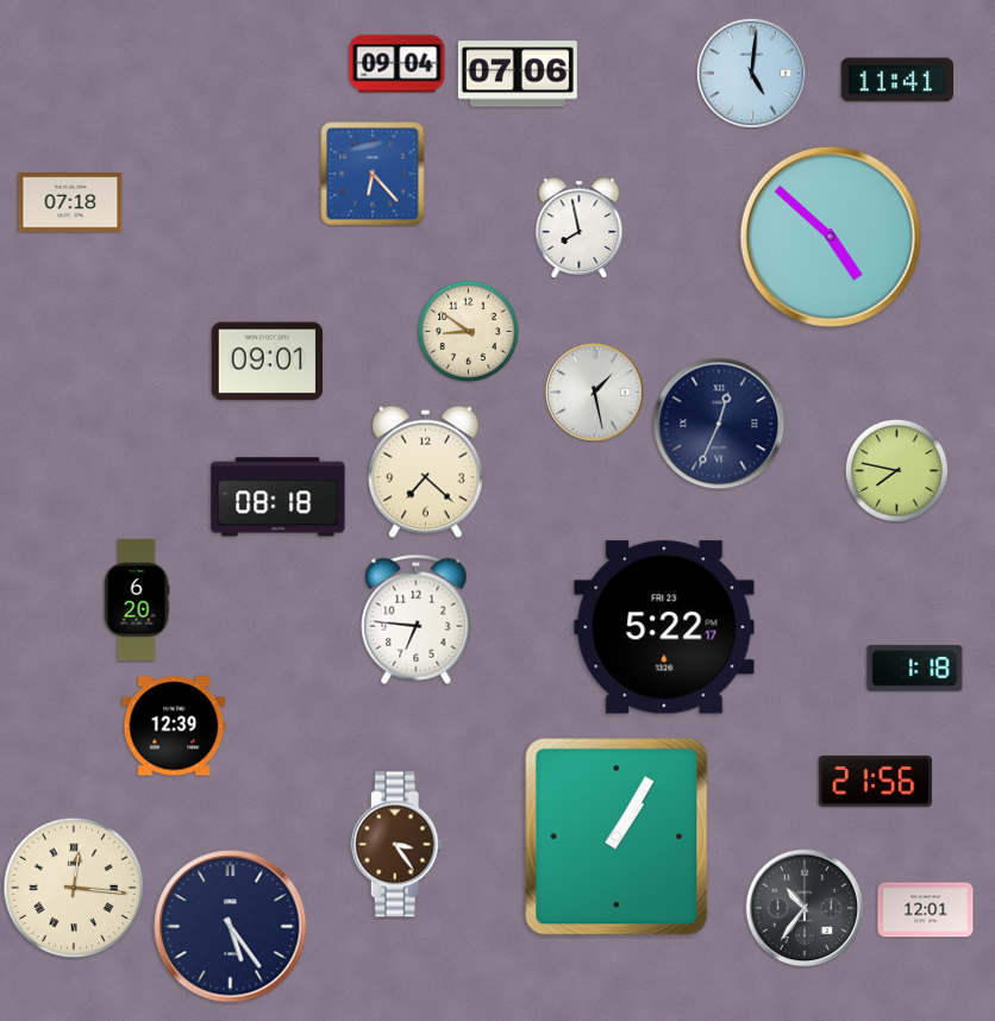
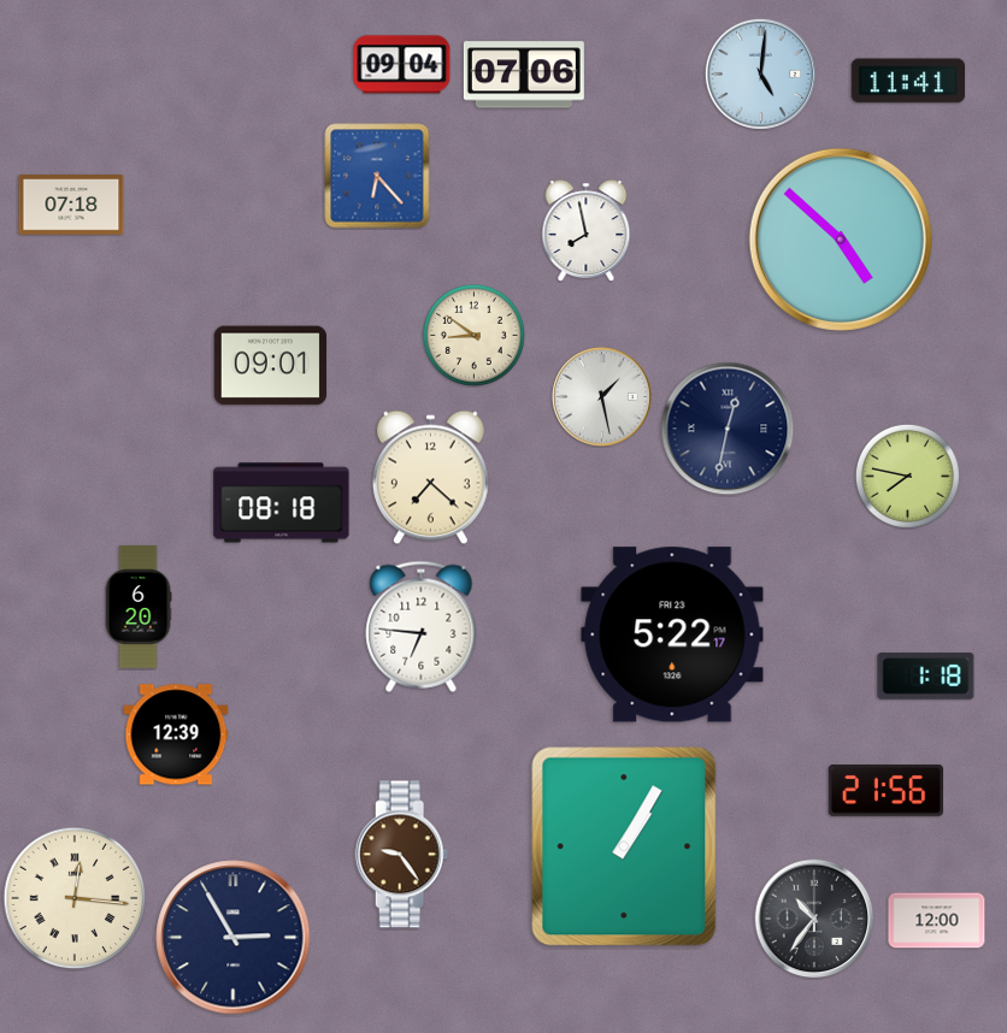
clock at (719, 424): 12:34 -> 12:32
clock at (398, 845): 3:24 -> 9:24
clock at (926, 910): 12:01 -> 12:00
clock at (231, 927): 5:24 -> 2:55
